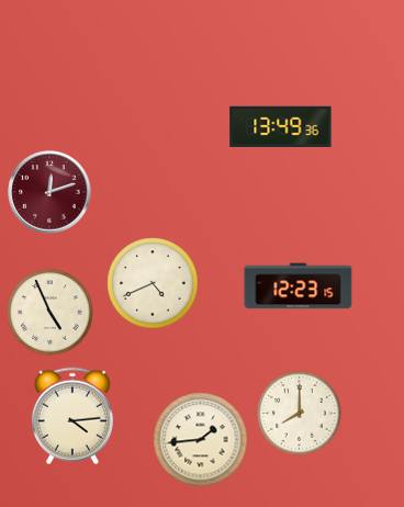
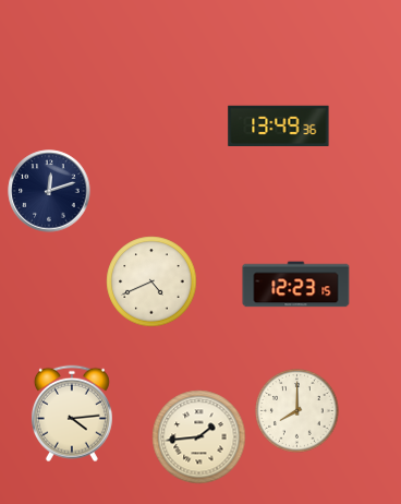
clock at (49, 192) dial: burgundy -> navy
clock at (50, 313): 4:56 -> none
